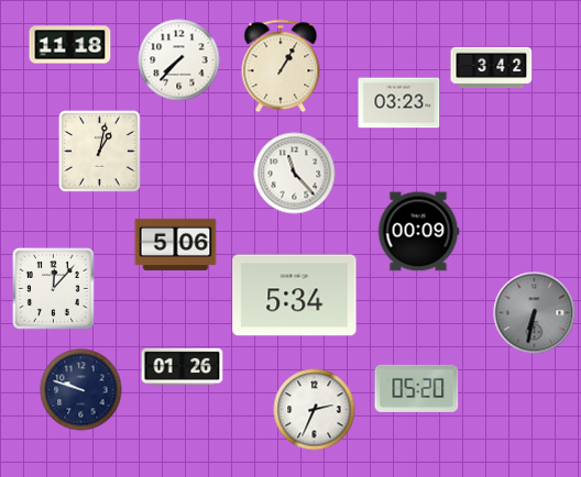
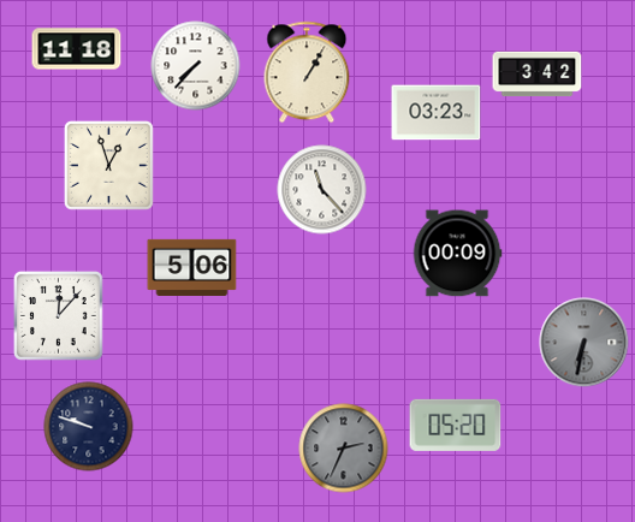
clock at (100, 151): 1:02 -> 12:57
clock at (295, 296): 5:34 -> none
clock at (183, 366): 01:26 -> none
clock at (315, 410) dial: white -> grey
